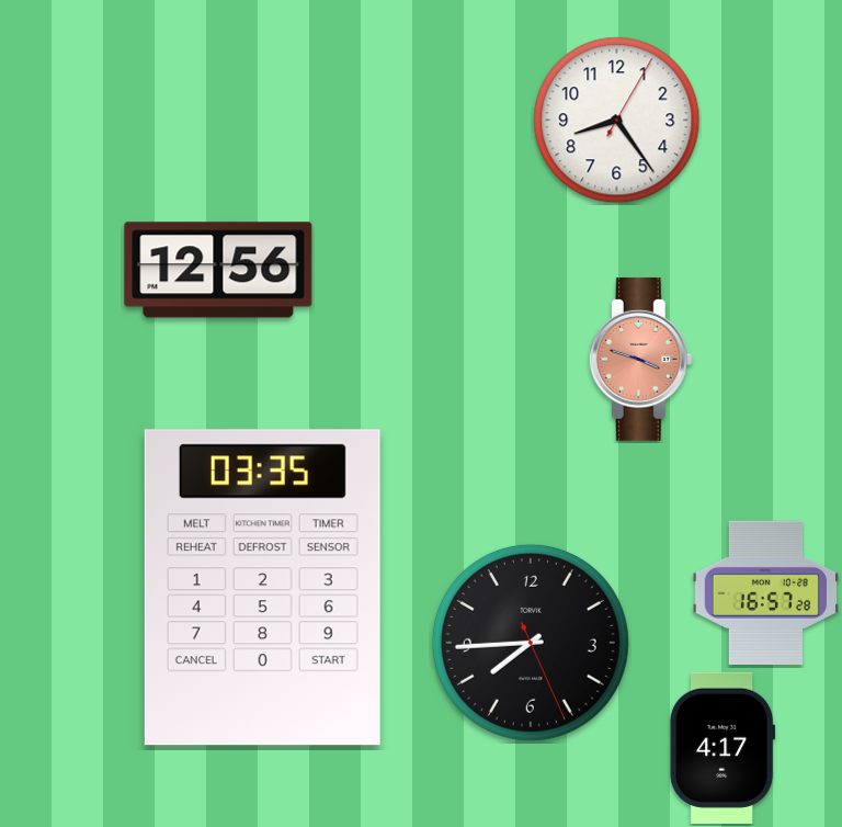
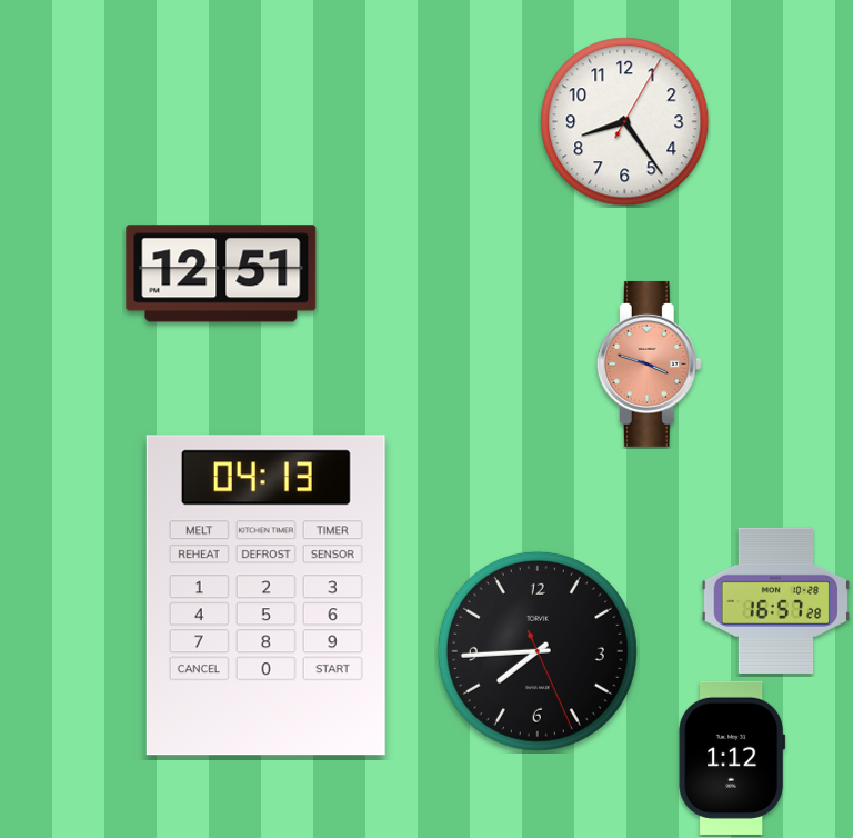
clock at (218, 270): 12:56 -> 12:51
clock at (262, 588): 03:35 -> 04:13
clock at (722, 748): 4:17 -> 1:12
